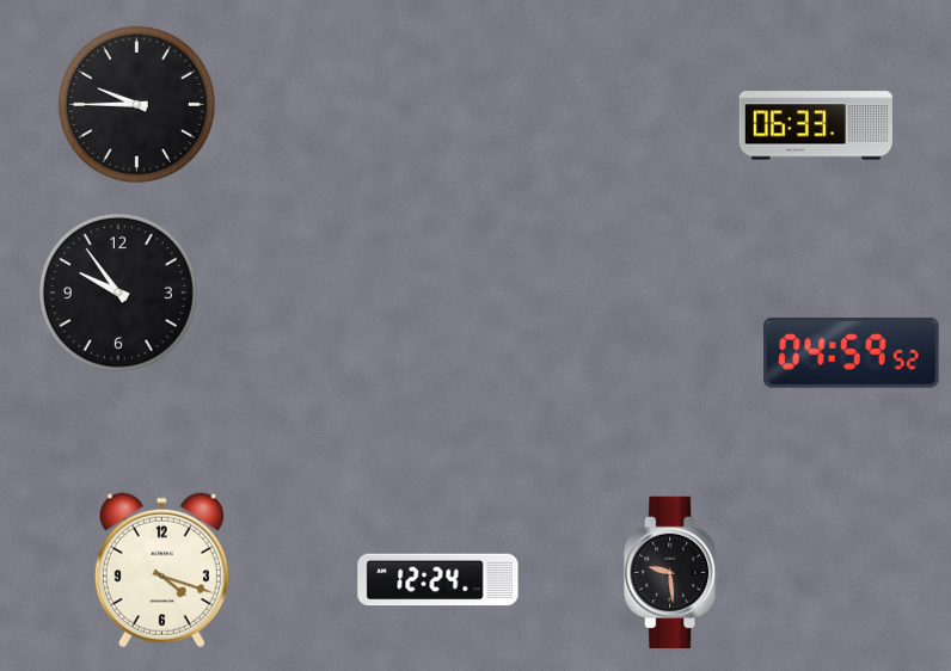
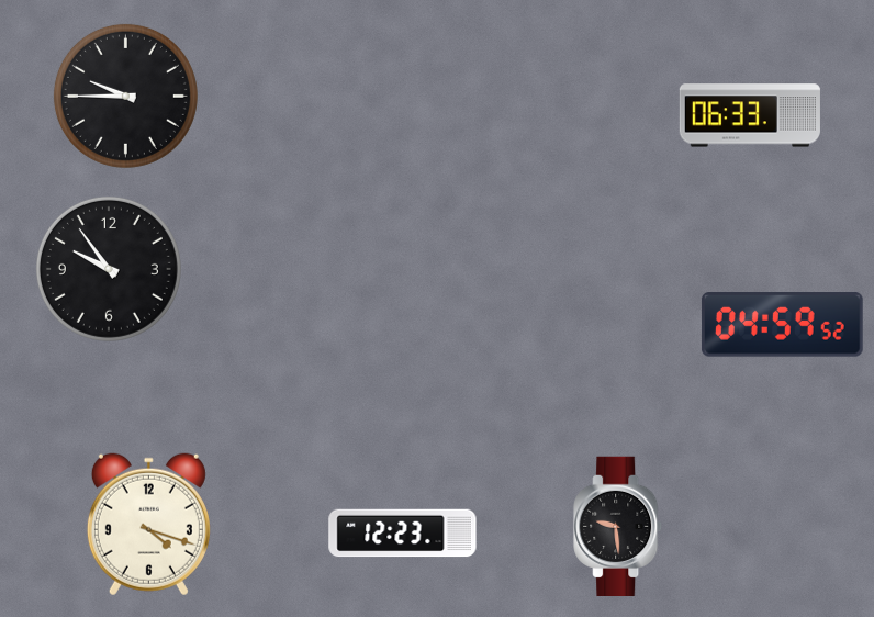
clock at (438, 580): 12:24 -> 12:23
